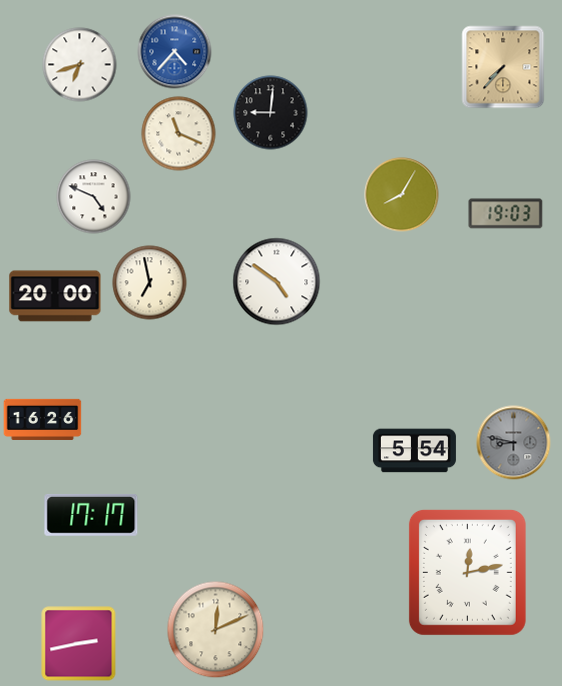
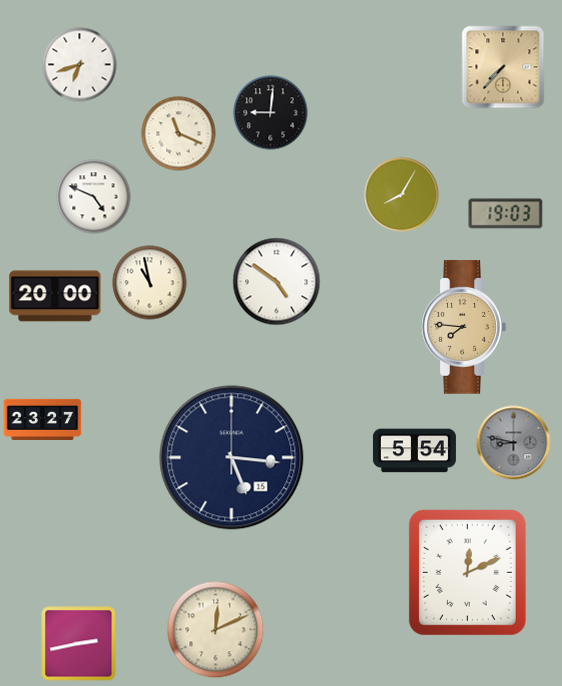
clock at (175, 52): 4:37 -> none
clock at (150, 283): 6:58 -> 10:58
clock at (464, 327): none -> 7:46
clock at (43, 419): 16:26 -> 23:27
clock at (232, 458): none -> 5:16
clock at (91, 515): 17:17 -> none
clock at (467, 572): 12:13 -> 12:11
